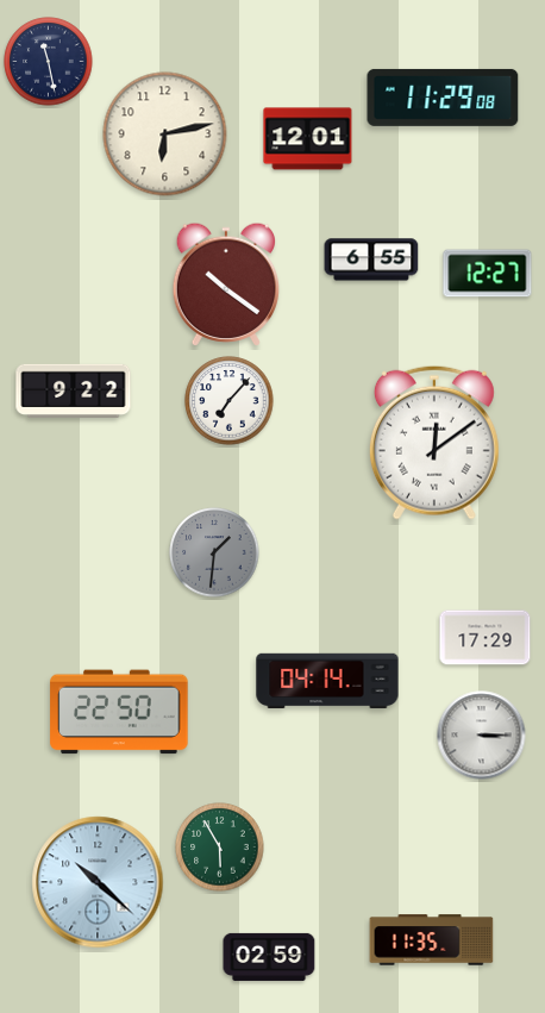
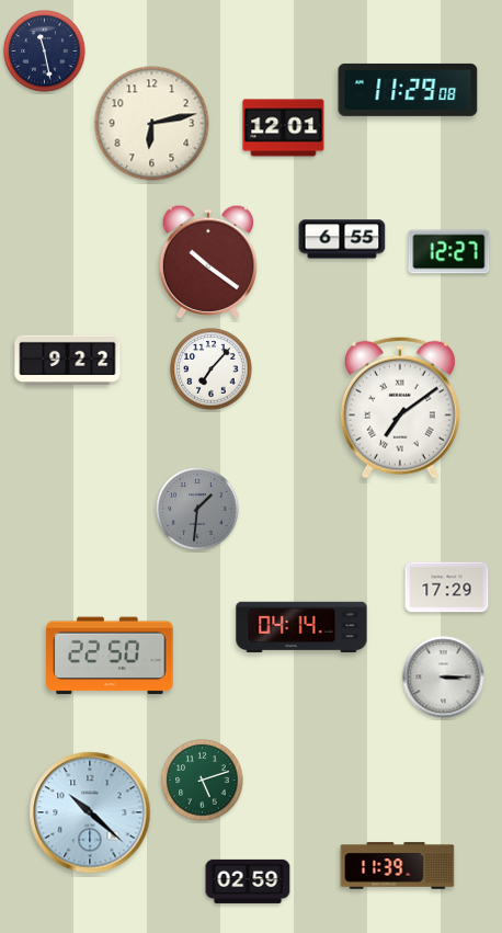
clock at (49, 62) position: (49, 62) -> (45, 52)
clock at (434, 443): 12:09 -> 7:09
clock at (220, 848): 5:55 -> 5:12
clock at (432, 940): 11:35 -> 11:39
